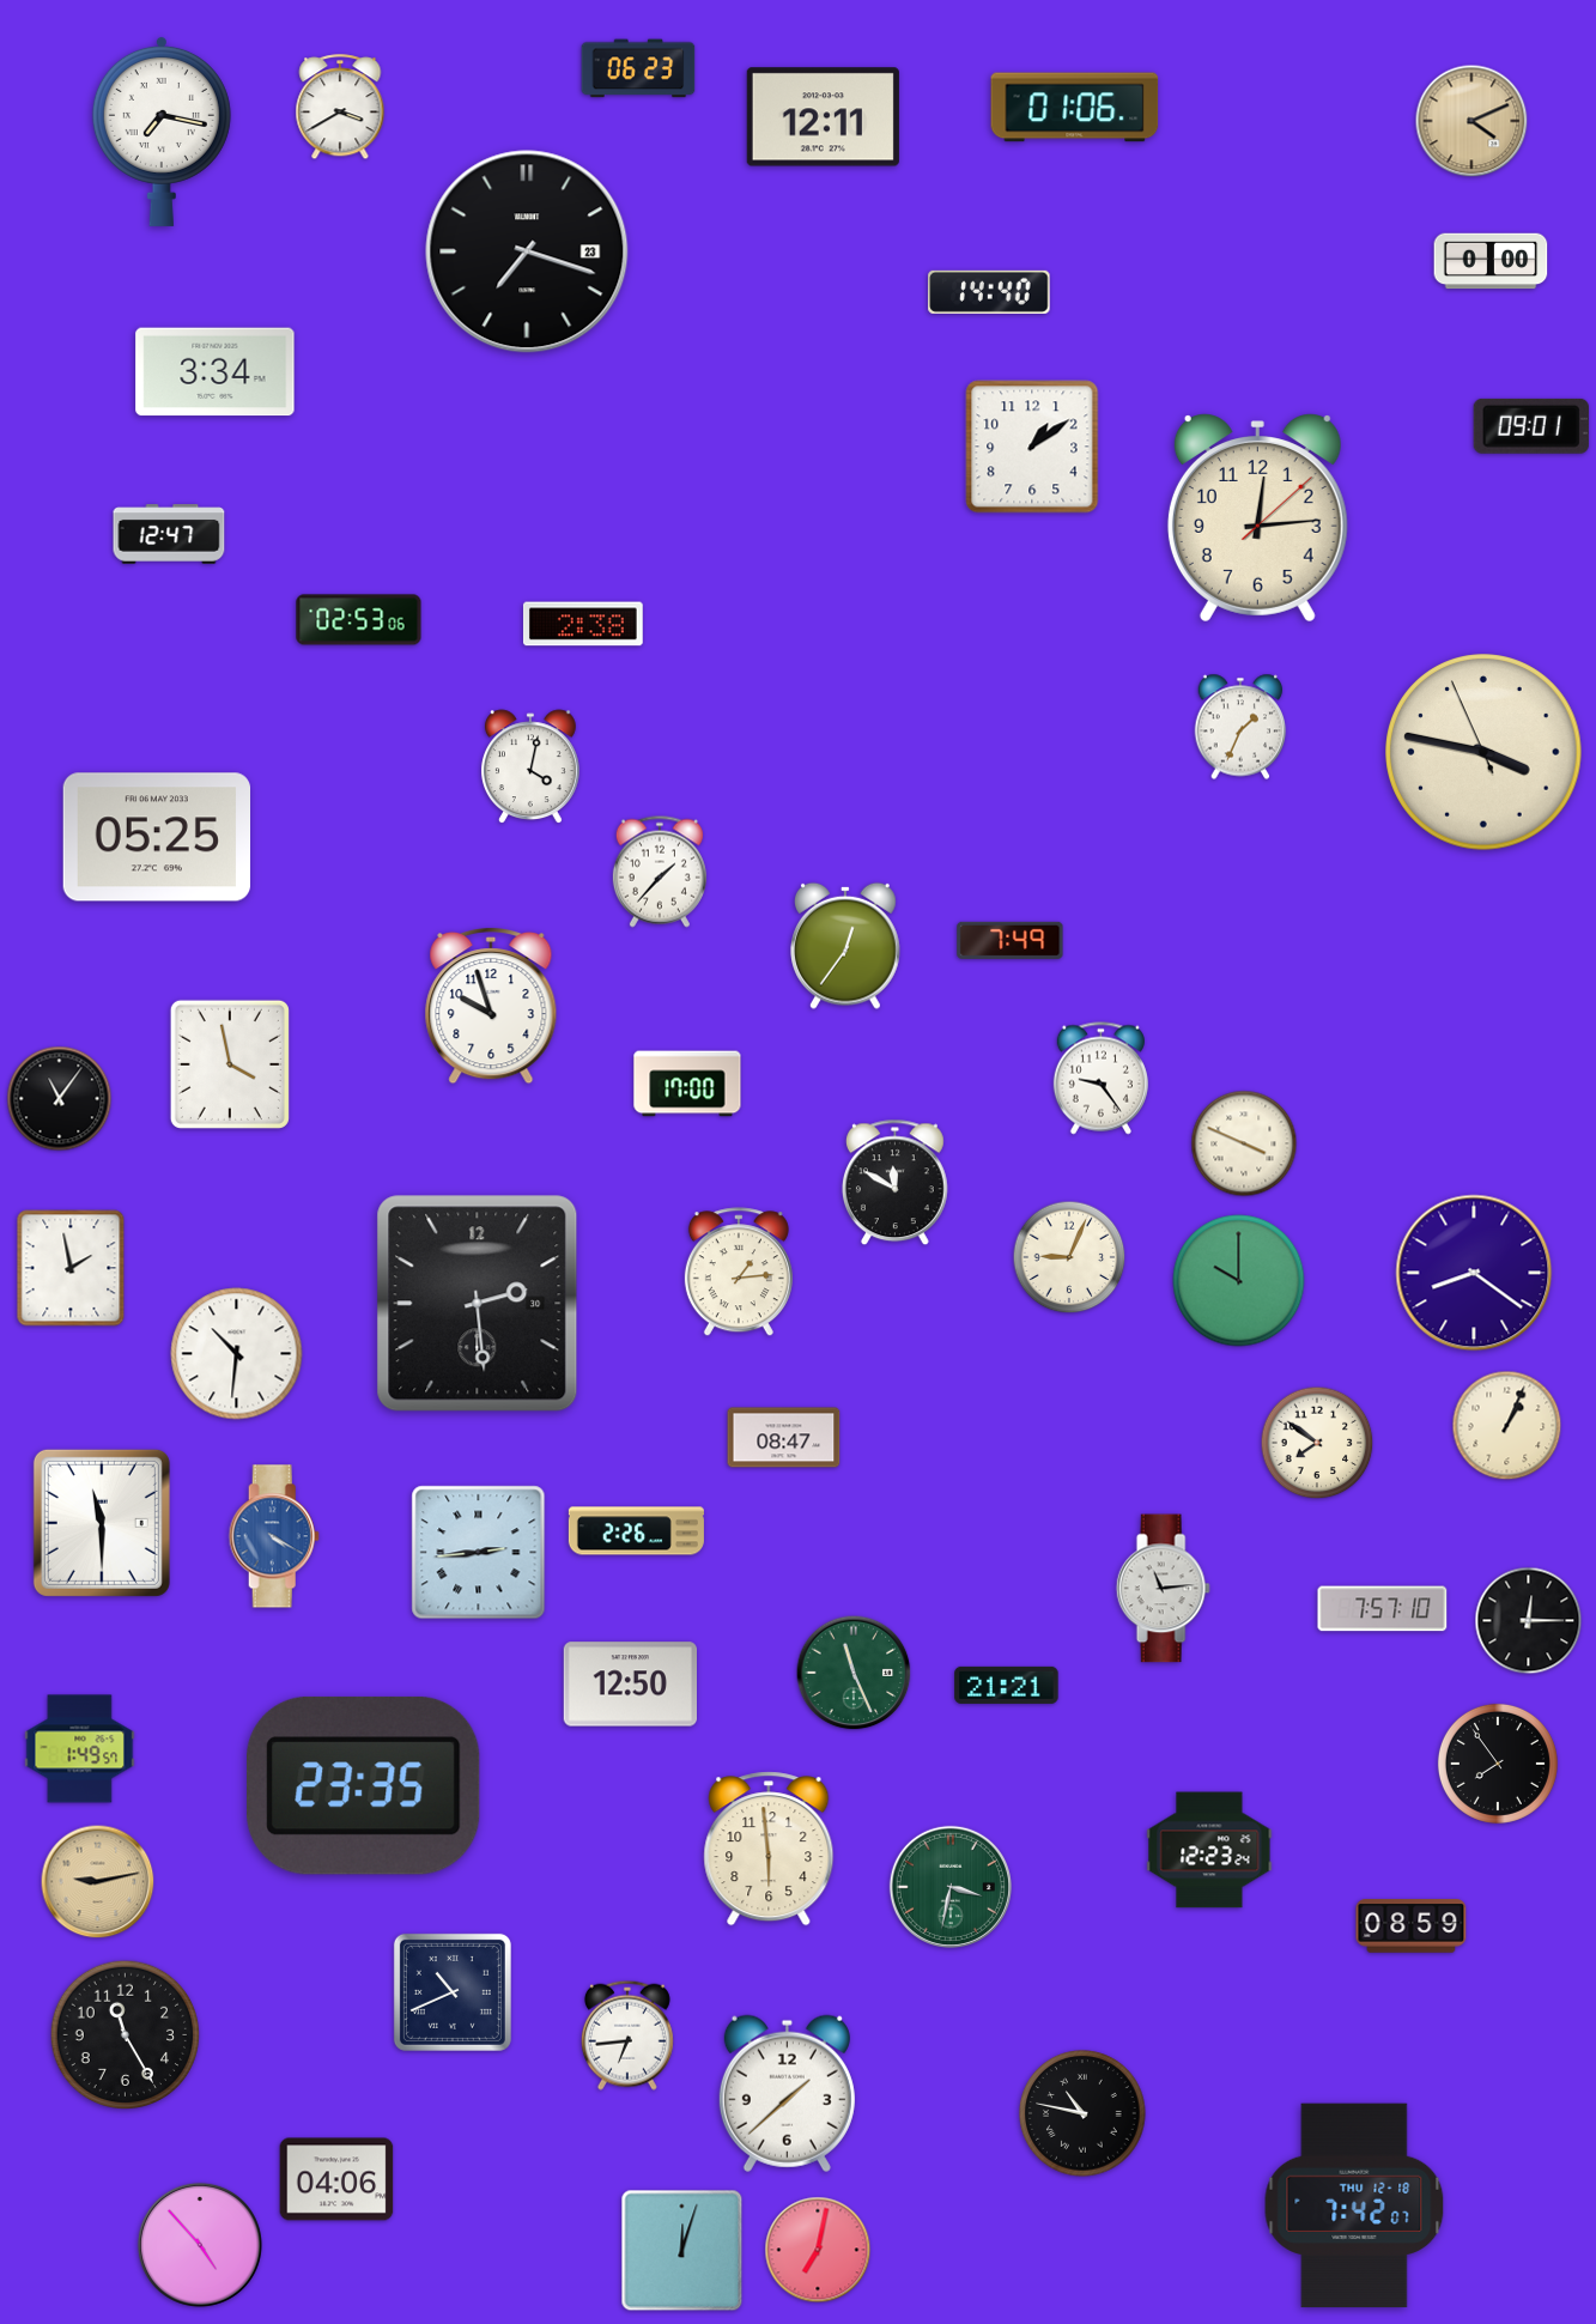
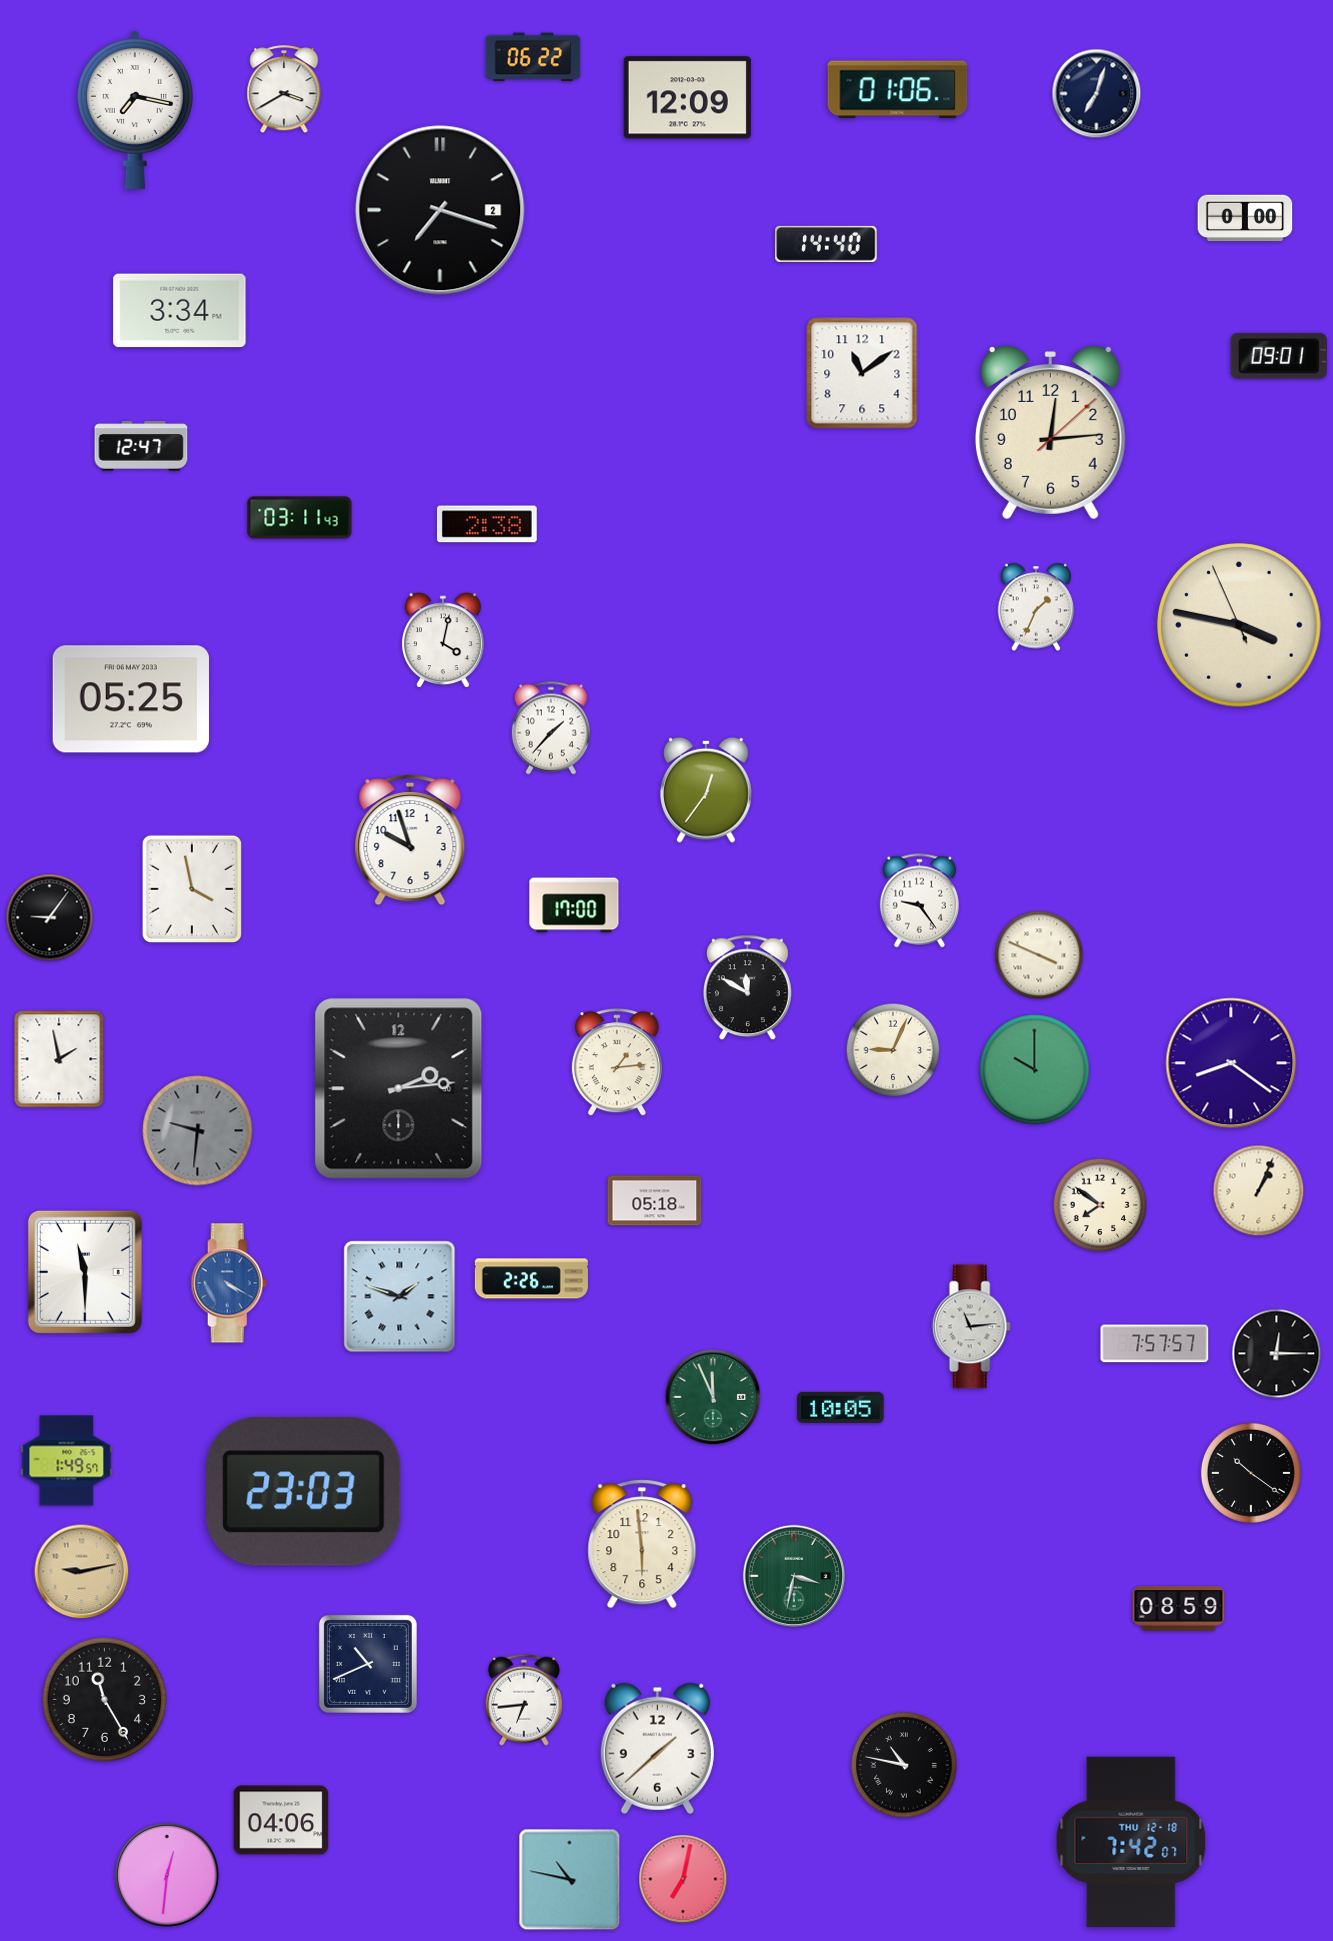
clock at (638, 68): 06:23 -> 06:22
clock at (1097, 94): none -> 7:03
clock at (823, 117): 12:11 -> 12:09
clock at (1471, 121): 4:11 -> none
clock at (527, 251) date: 23 -> 2
clock at (1032, 447): 1:09 -> 11:09
clock at (359, 620): 02:53 -> 03:11
clock at (583, 624) position: (583, 624) -> (487, 524)
clock at (1483, 752) position: (1483, 752) -> (1239, 625)
clock at (1011, 940): 7:49 -> none
clock at (60, 1099): 11:06 -> 9:06
clock at (478, 1304): 2:29 -> 2:14
clock at (237, 1354): 10:31 -> 9:31
clock at (237, 1354) dial: white -> grey
clock at (784, 1438): 08:47 -> 05:18
clock at (479, 1553): 2:44 -> 1:48
clock at (1383, 1609): 7:57:10 -> 7:57:57
clock at (854, 1673): 11:26 -> 11:56
clock at (630, 1685): 12:50 -> none
clock at (1007, 1685): 21:21 -> 10:05
clock at (1498, 1764): 7:54 -> 10:21
clock at (364, 1785): 23:35 -> 23:03
clock at (1209, 1850): 12:23 -> none
clock at (453, 1992) position: (453, 1992) -> (368, 1664)
clock at (200, 2245): 4:53 -> 12:31
clock at (682, 2251): 12:03 -> 10:47
